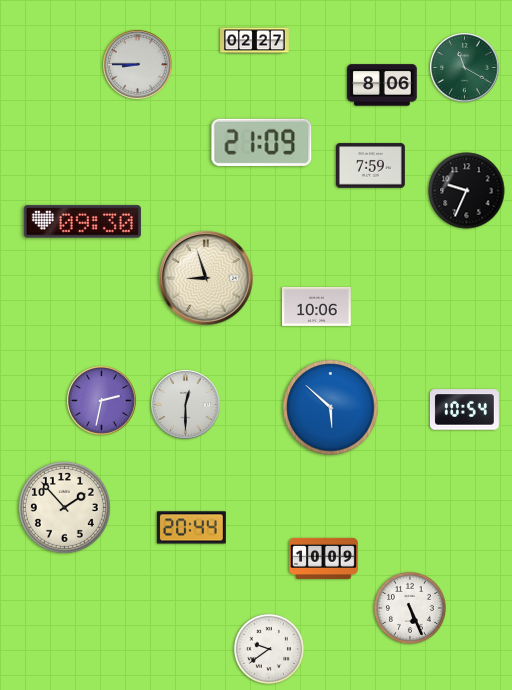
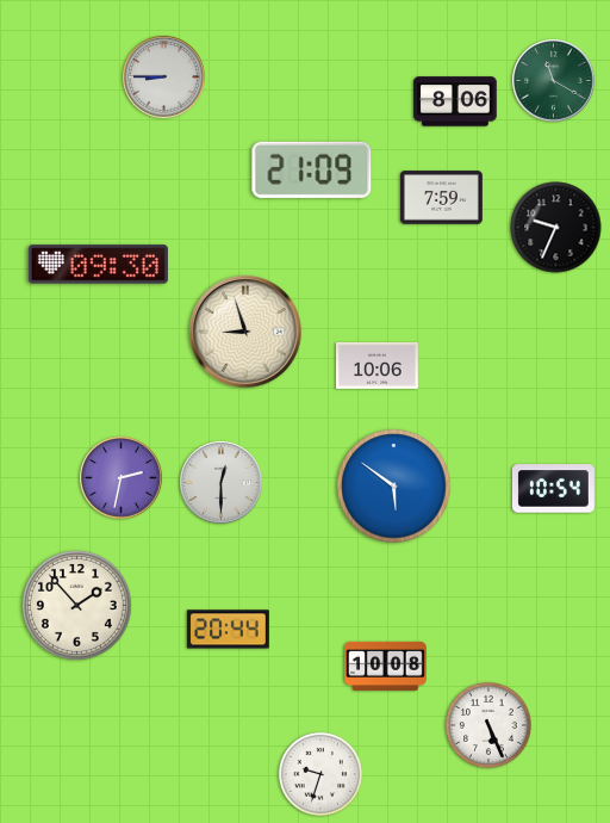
clock at (255, 41): 02:27 -> none
clock at (331, 408): 5:52 -> 5:51
clock at (324, 558): 10:09 -> 10:08
clock at (269, 649): 9:39 -> 9:33
